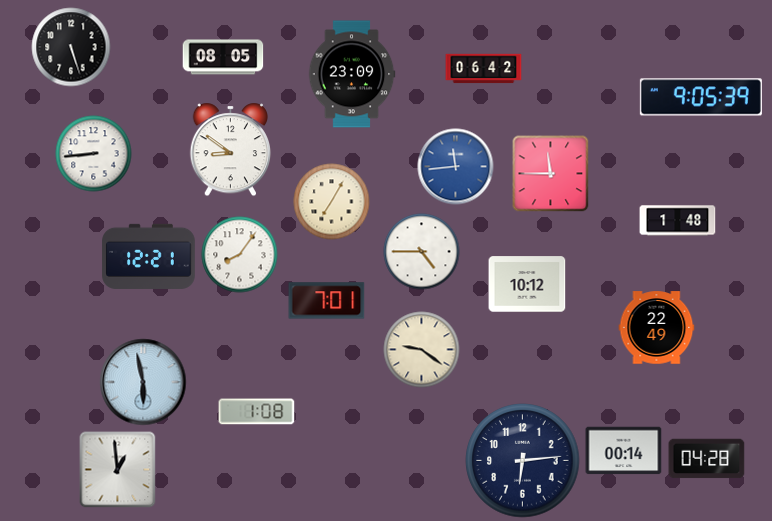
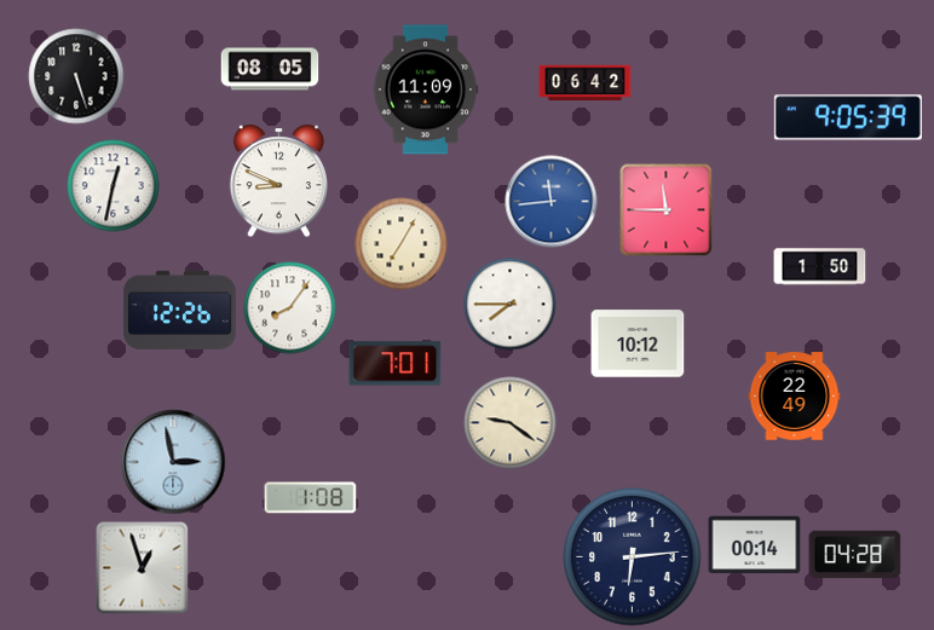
clock at (71, 47) position: (71, 47) -> (76, 76)
clock at (352, 74): 23:09 -> 11:09
clock at (231, 150): 8:51 -> 8:49
clock at (94, 154): 8:44 -> 12:32
clock at (678, 221): 1:48 -> 1:50
clock at (422, 252): 4:45 -> 7:45
clock at (149, 256): 12:21 -> 12:26
clock at (143, 382): 5:58 -> 2:58
clock at (118, 470): 12:59 -> 12:57
